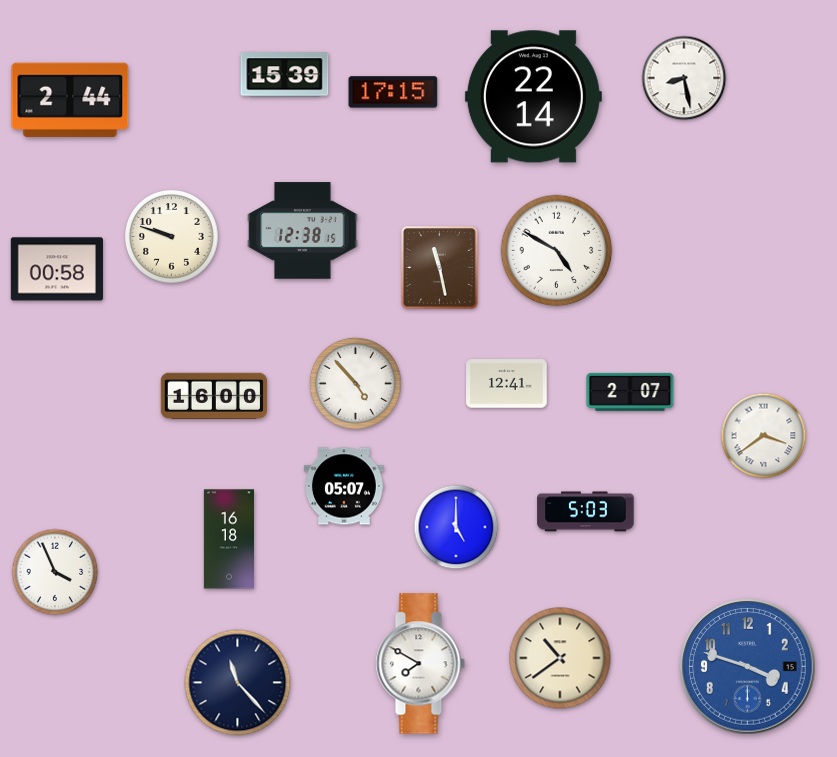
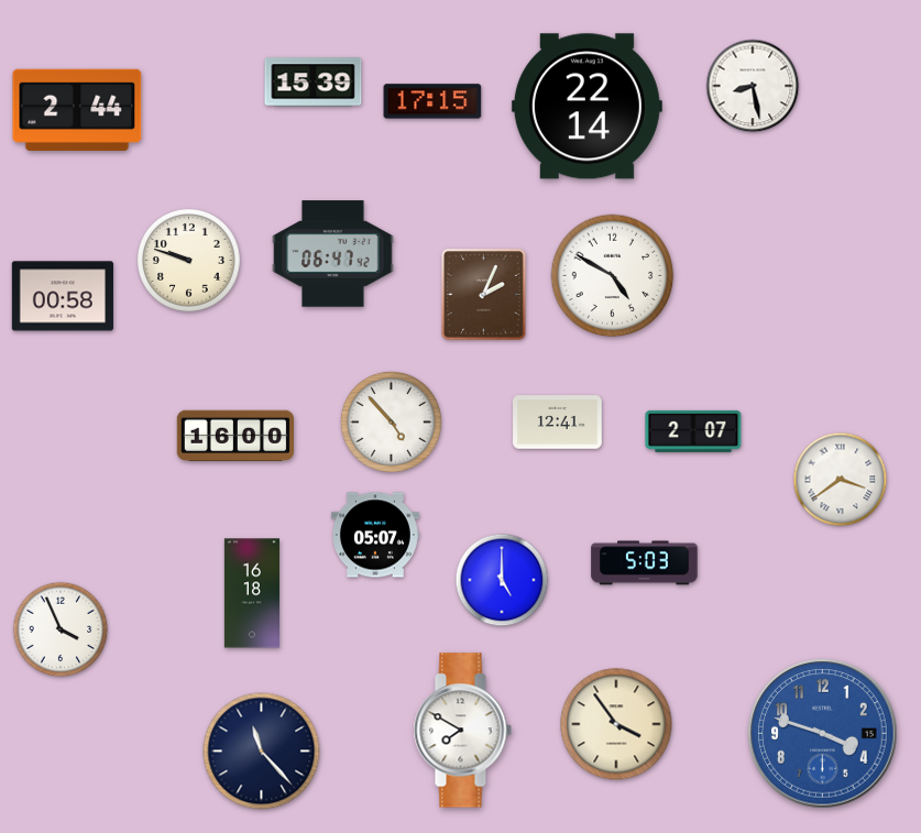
clock at (303, 231): 12:38 -> 06:47
clock at (440, 268): 11:28 -> 2:04
clock at (344, 486) position: (344, 486) -> (375, 535)
clock at (560, 658): 10:39 -> 3:54
